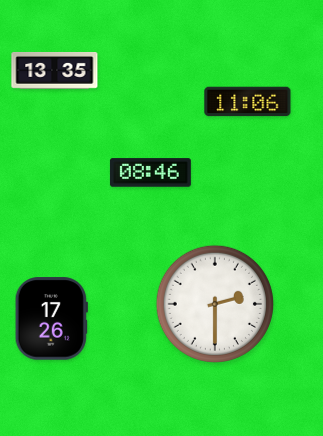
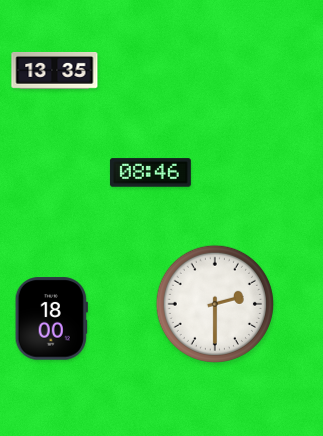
clock at (248, 102): 11:06 -> none
clock at (51, 319): 17:26 -> 18:00
